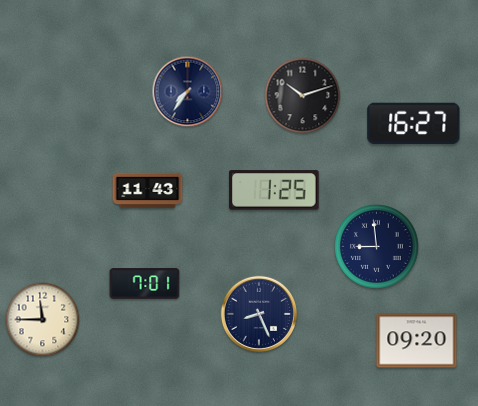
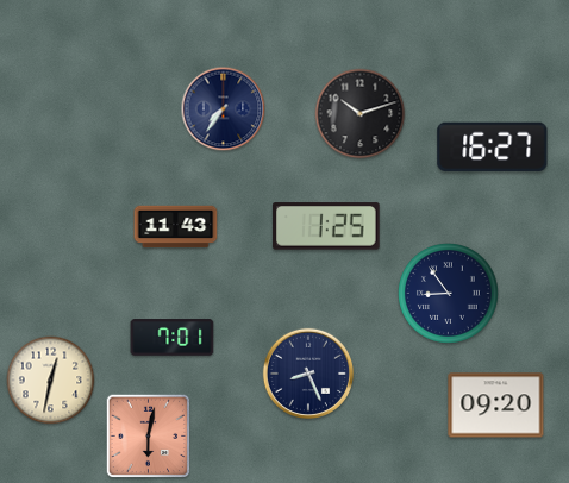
clock at (377, 247): 8:59 -> 8:54
clock at (43, 320): 11:45 -> 12:32
clock at (149, 437): none -> 6:02
